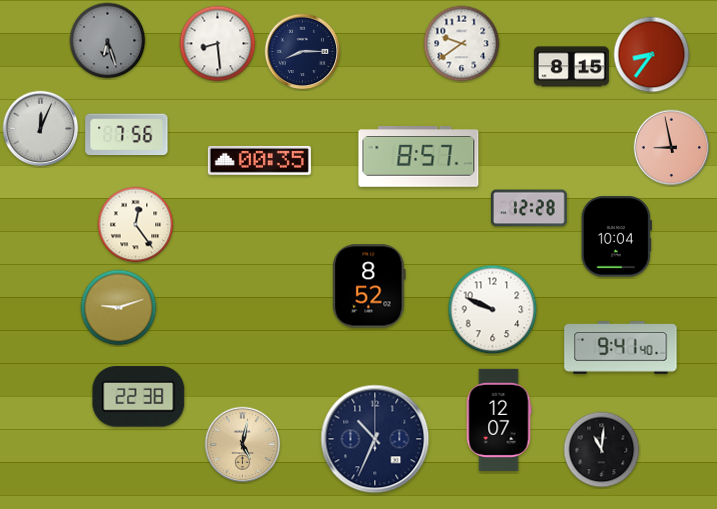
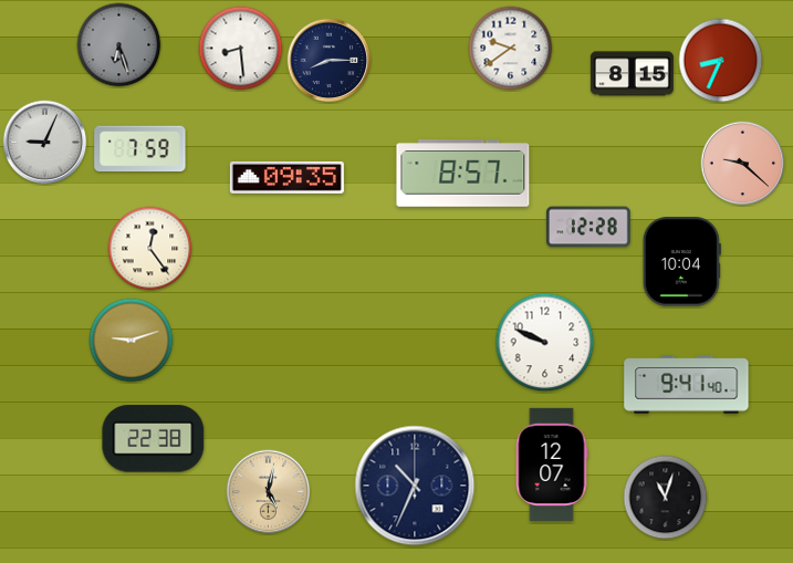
clock at (303, 52) position: (303, 52) -> (330, 61)
clock at (652, 55): 8:36 -> 8:34
clock at (41, 129): 12:04 -> 9:04
clock at (127, 135): 7:56 -> 7:59
clock at (672, 148): 8:58 -> 9:22
clock at (259, 160): 00:35 -> 09:35
clock at (529, 208) position: (529, 208) -> (588, 227)
clock at (369, 286): 8:52 -> none
clock at (602, 450): 11:01 -> 11:03
